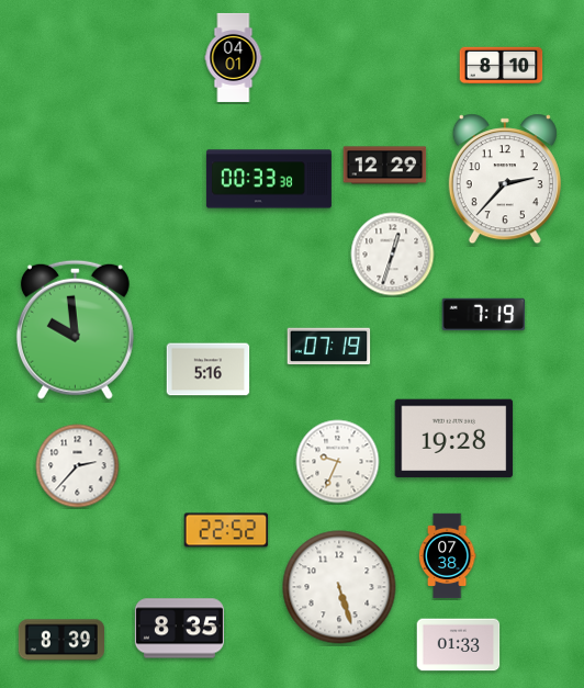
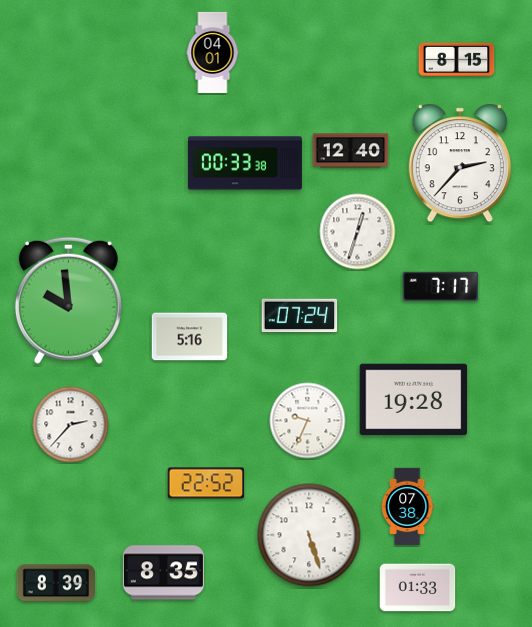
clock at (502, 66): 8:10 -> 8:15
clock at (385, 166): 12:29 -> 12:40
clock at (484, 314): 7:19 -> 7:17
clock at (329, 347): 07:19 -> 07:24
